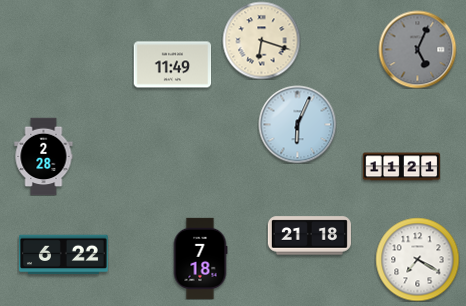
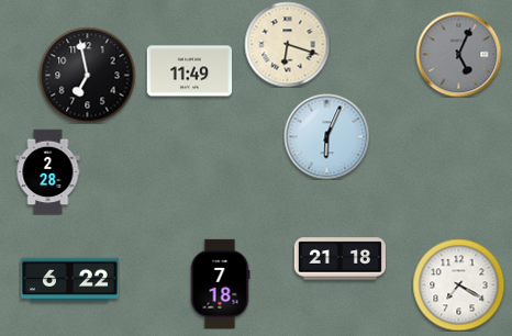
clock at (87, 75): none -> 6:58
clock at (401, 167): 11:21 -> none
